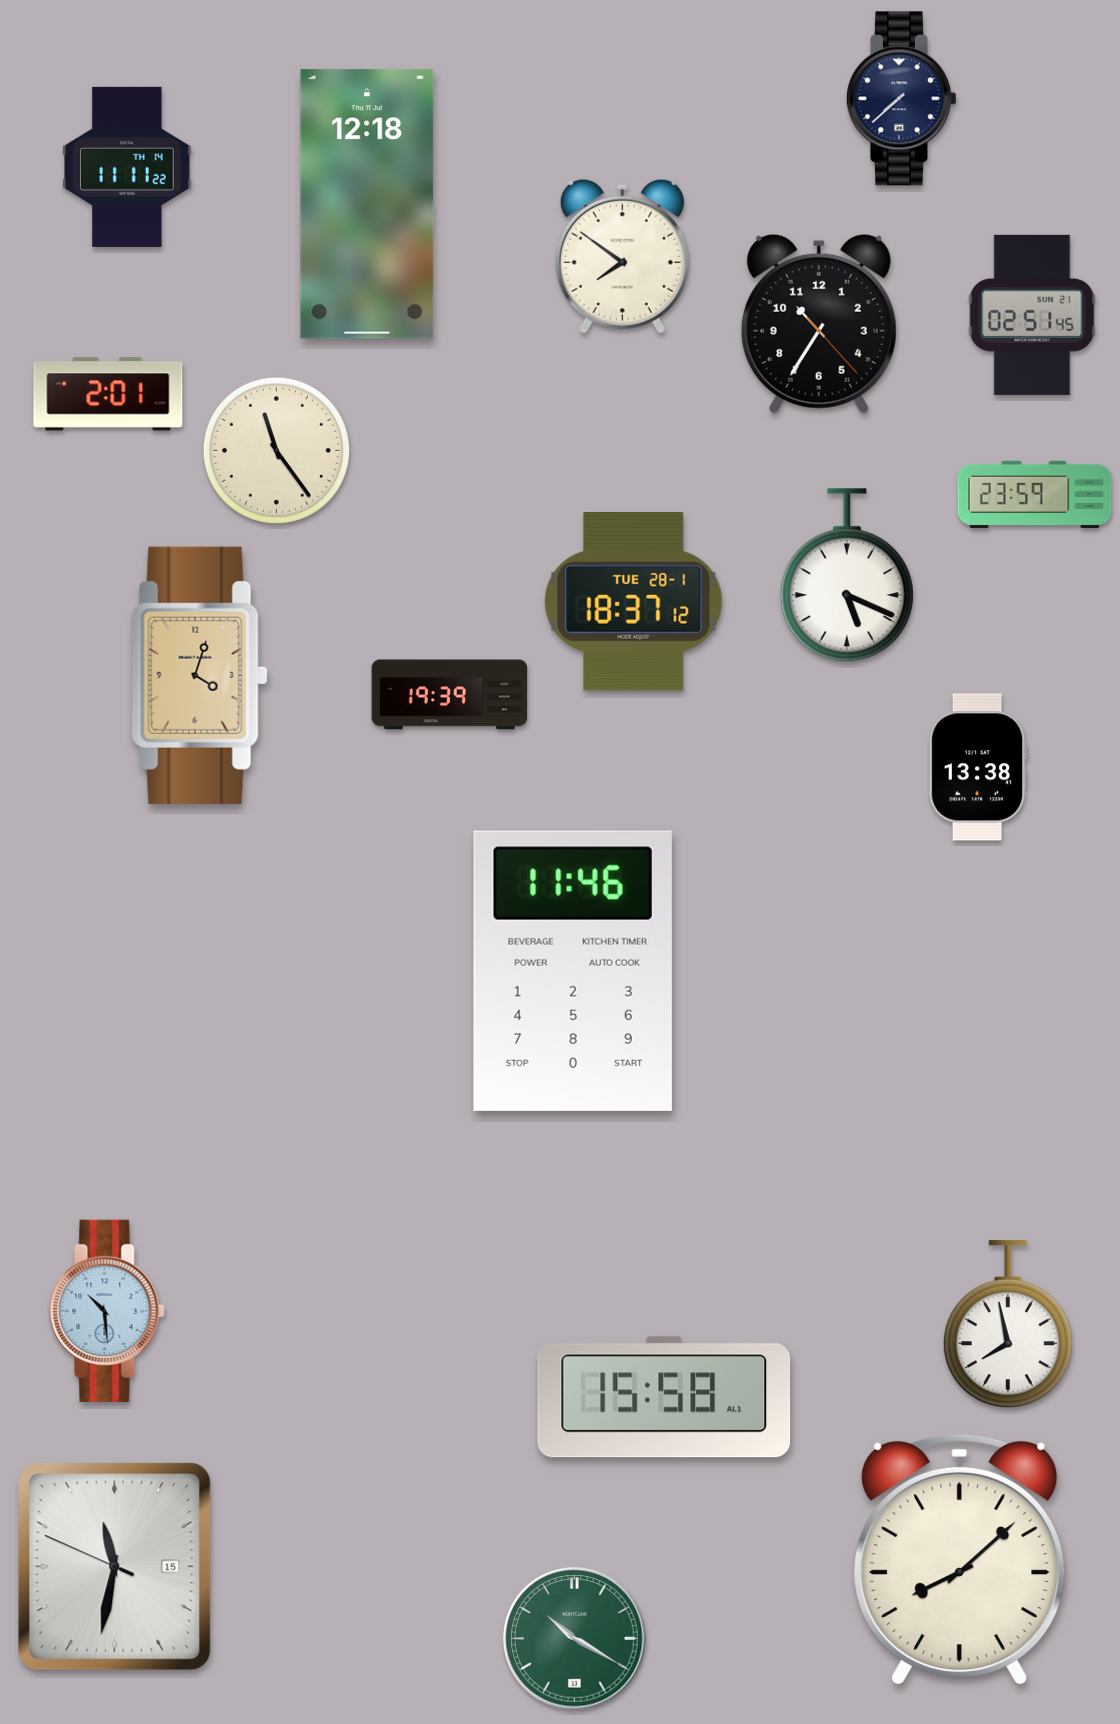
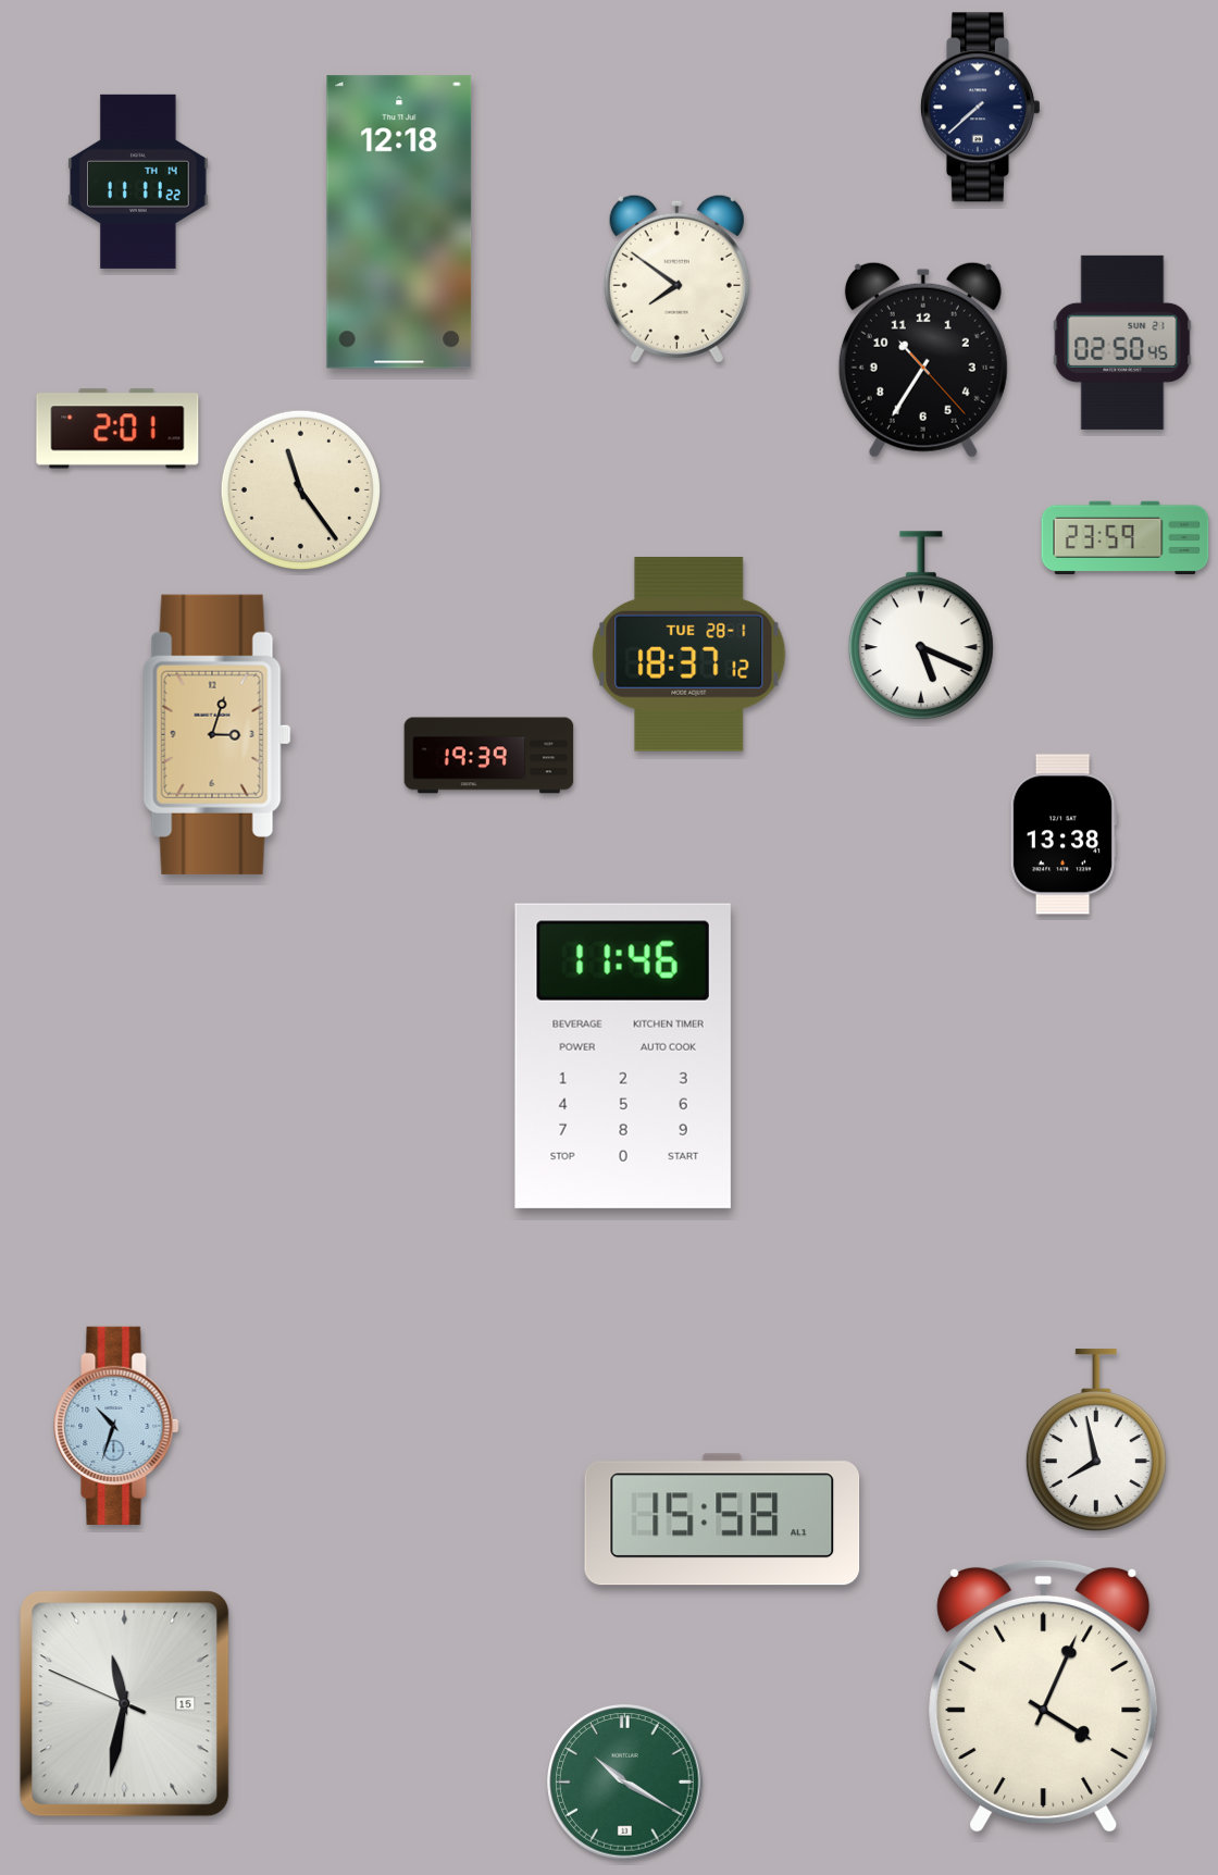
clock at (1032, 315): 02:51 -> 02:50
clock at (819, 324) position: (819, 324) -> (923, 360)
clock at (200, 675): 4:03 -> 3:03
clock at (107, 1311): 10:29 -> 10:33
clock at (960, 1560): 8:08 -> 4:04
